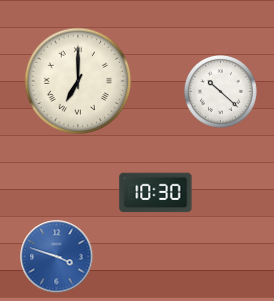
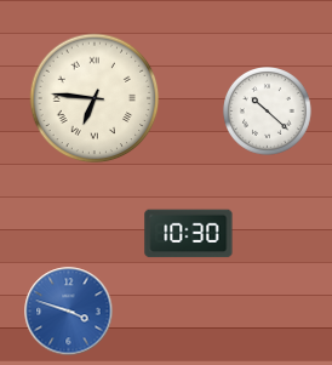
clock at (78, 81): 7:00 -> 6:46
